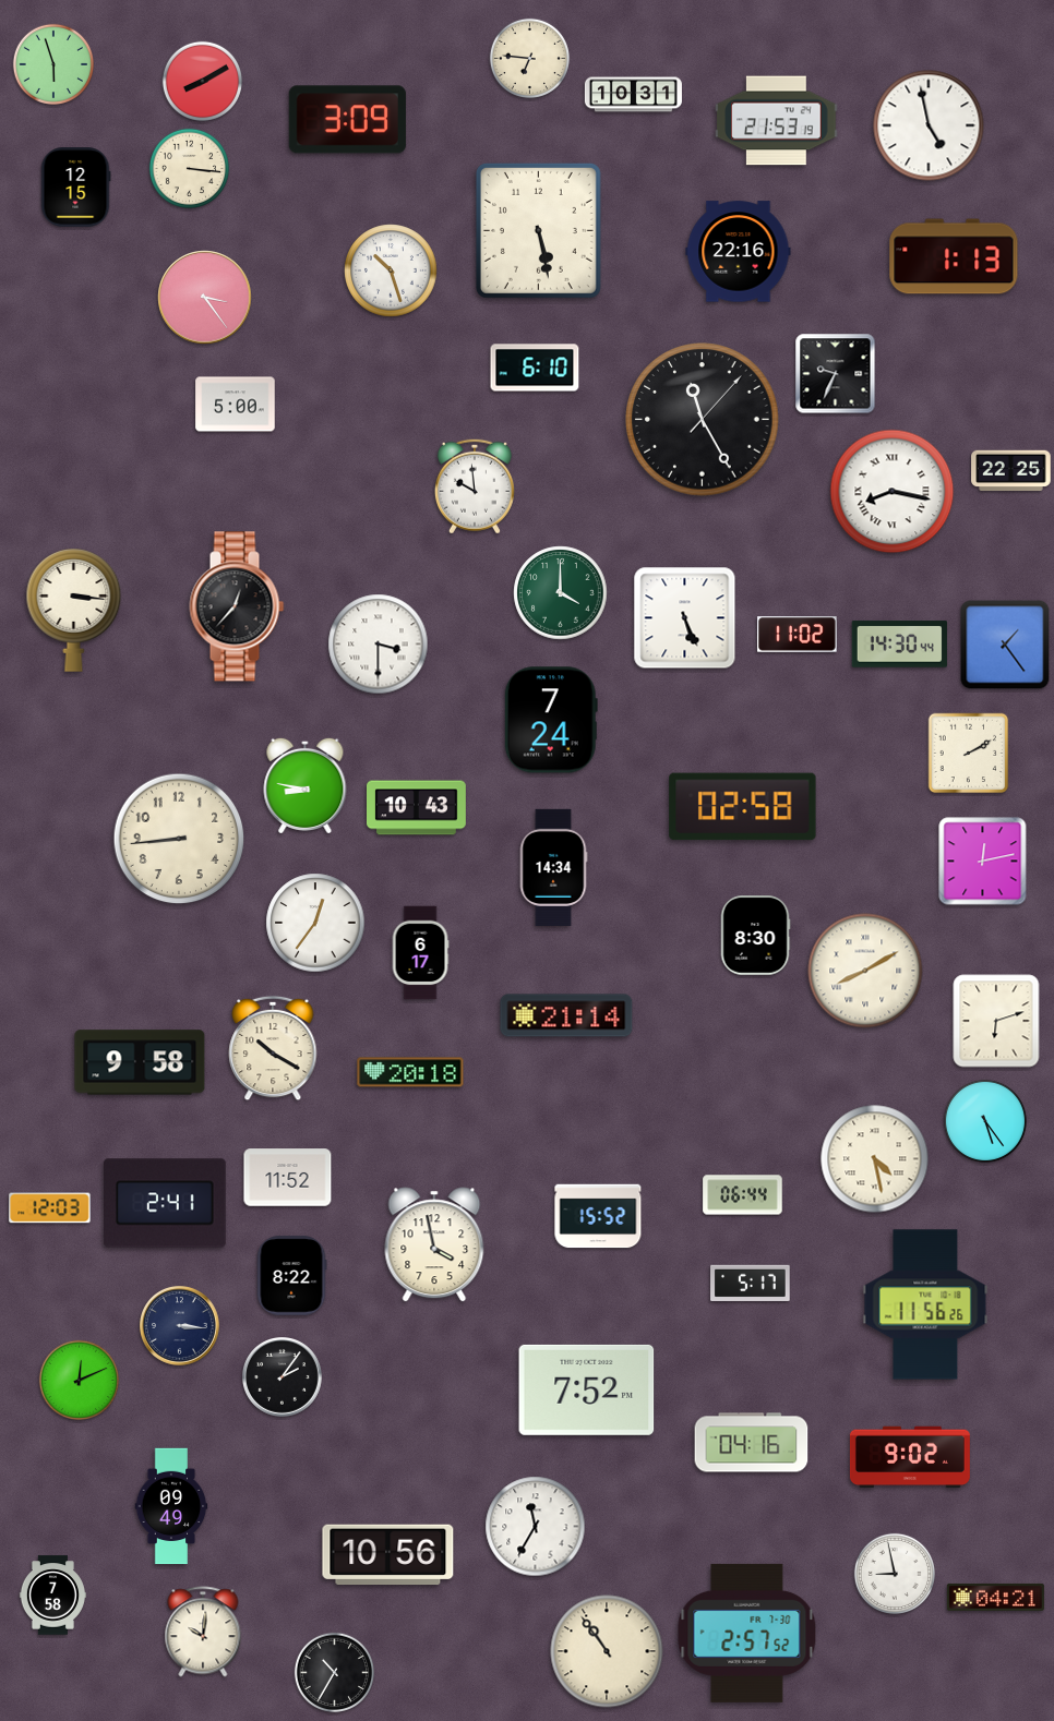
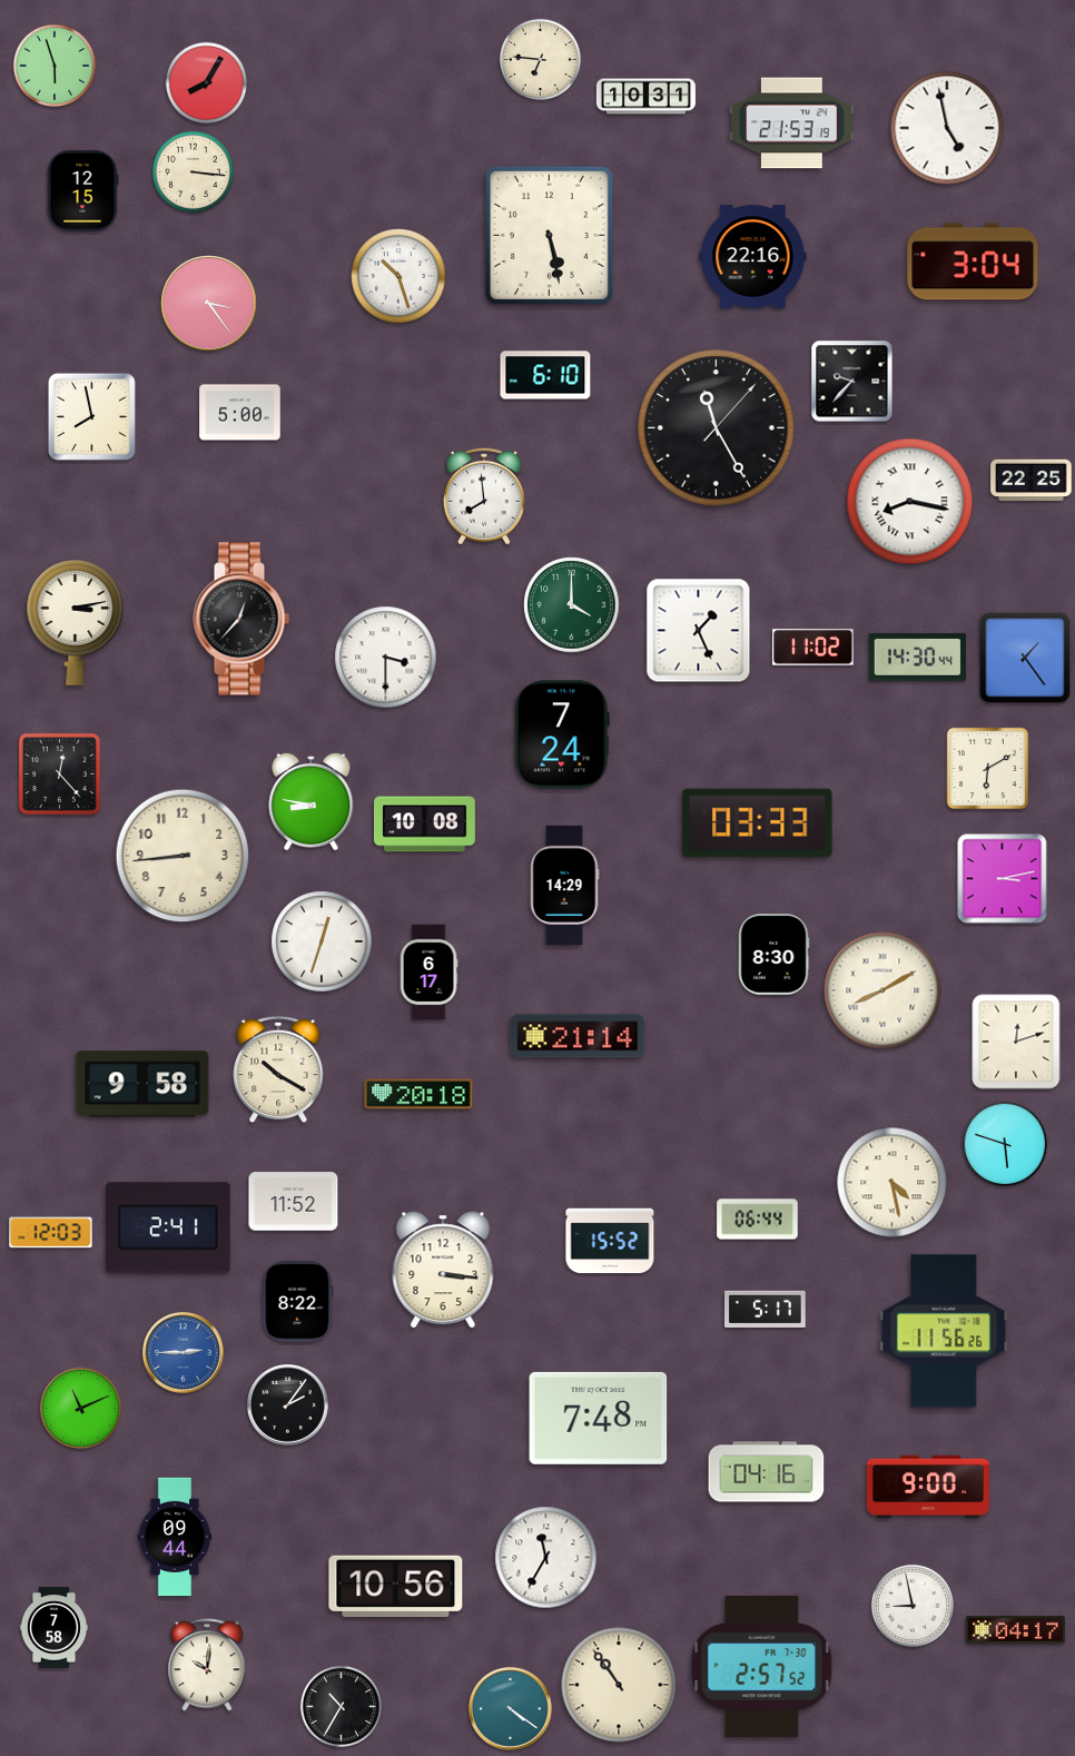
clock at (203, 82): 8:10 -> 8:05
clock at (347, 120): 3:09 -> none
clock at (75, 188) position: (75, 188) -> (82, 191)
clock at (954, 256): 1:13 -> 3:04
clock at (836, 374): 9:34 -> 9:37
clock at (91, 416): none -> 7:58
clock at (475, 486): 9:59 -> 7:59
clock at (74, 611): 3:16 -> 3:13
clock at (685, 618): 5:26 -> 1:26
clock at (969, 754): 2:10 -> 6:10
clock at (59, 773): none -> 12:23
clock at (743, 807): 02:58 -> 03:33
clock at (417, 808): 10:43 -> 10:08
clock at (983, 862): 12:13 -> 3:13
clock at (553, 867): 14:34 -> 14:29
clock at (315, 923): 12:36 -> 12:33
clock at (755, 936) position: (755, 936) -> (773, 955)
clock at (996, 1021): 6:12 -> 12:12
clock at (985, 1121): 5:24 -> 5:48
clock at (434, 1244): 3:58 -> 3:16
clock at (180, 1326): 3:16 -> 2:45
clock at (180, 1326) dial: navy -> blue
clock at (80, 1381): 12:11 -> 11:11
clock at (587, 1389): 7:52 -> 7:48
clock at (910, 1457): 9:02 -> 9:00
clock at (171, 1506): 09:49 -> 09:44
clock at (995, 1597): 04:21 -> 04:17
clock at (511, 1709): none -> 4:21
